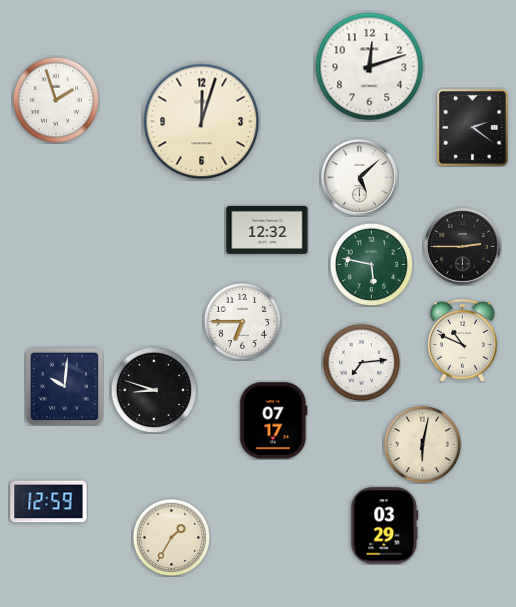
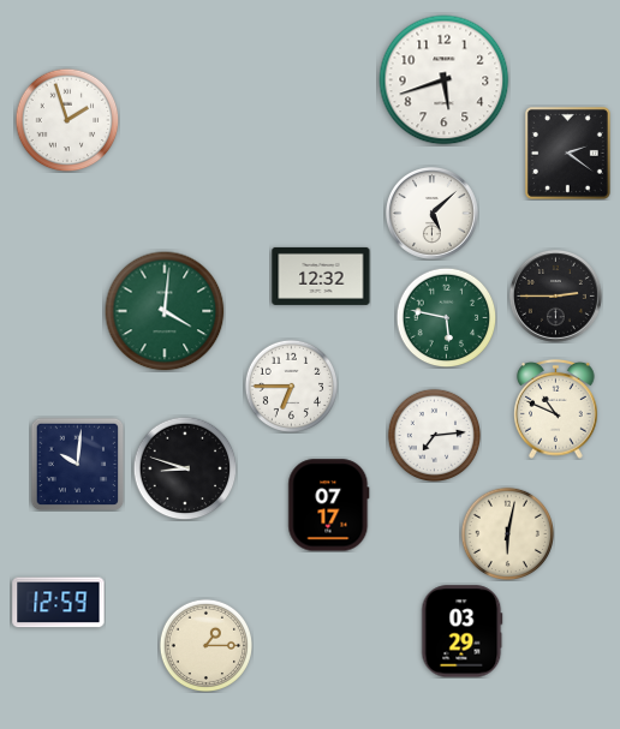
clock at (370, 67): 12:12 -> 5:42
clock at (202, 122): 12:03 -> none
clock at (165, 311): none -> 4:01
clock at (171, 537): 1:35 -> 1:15
